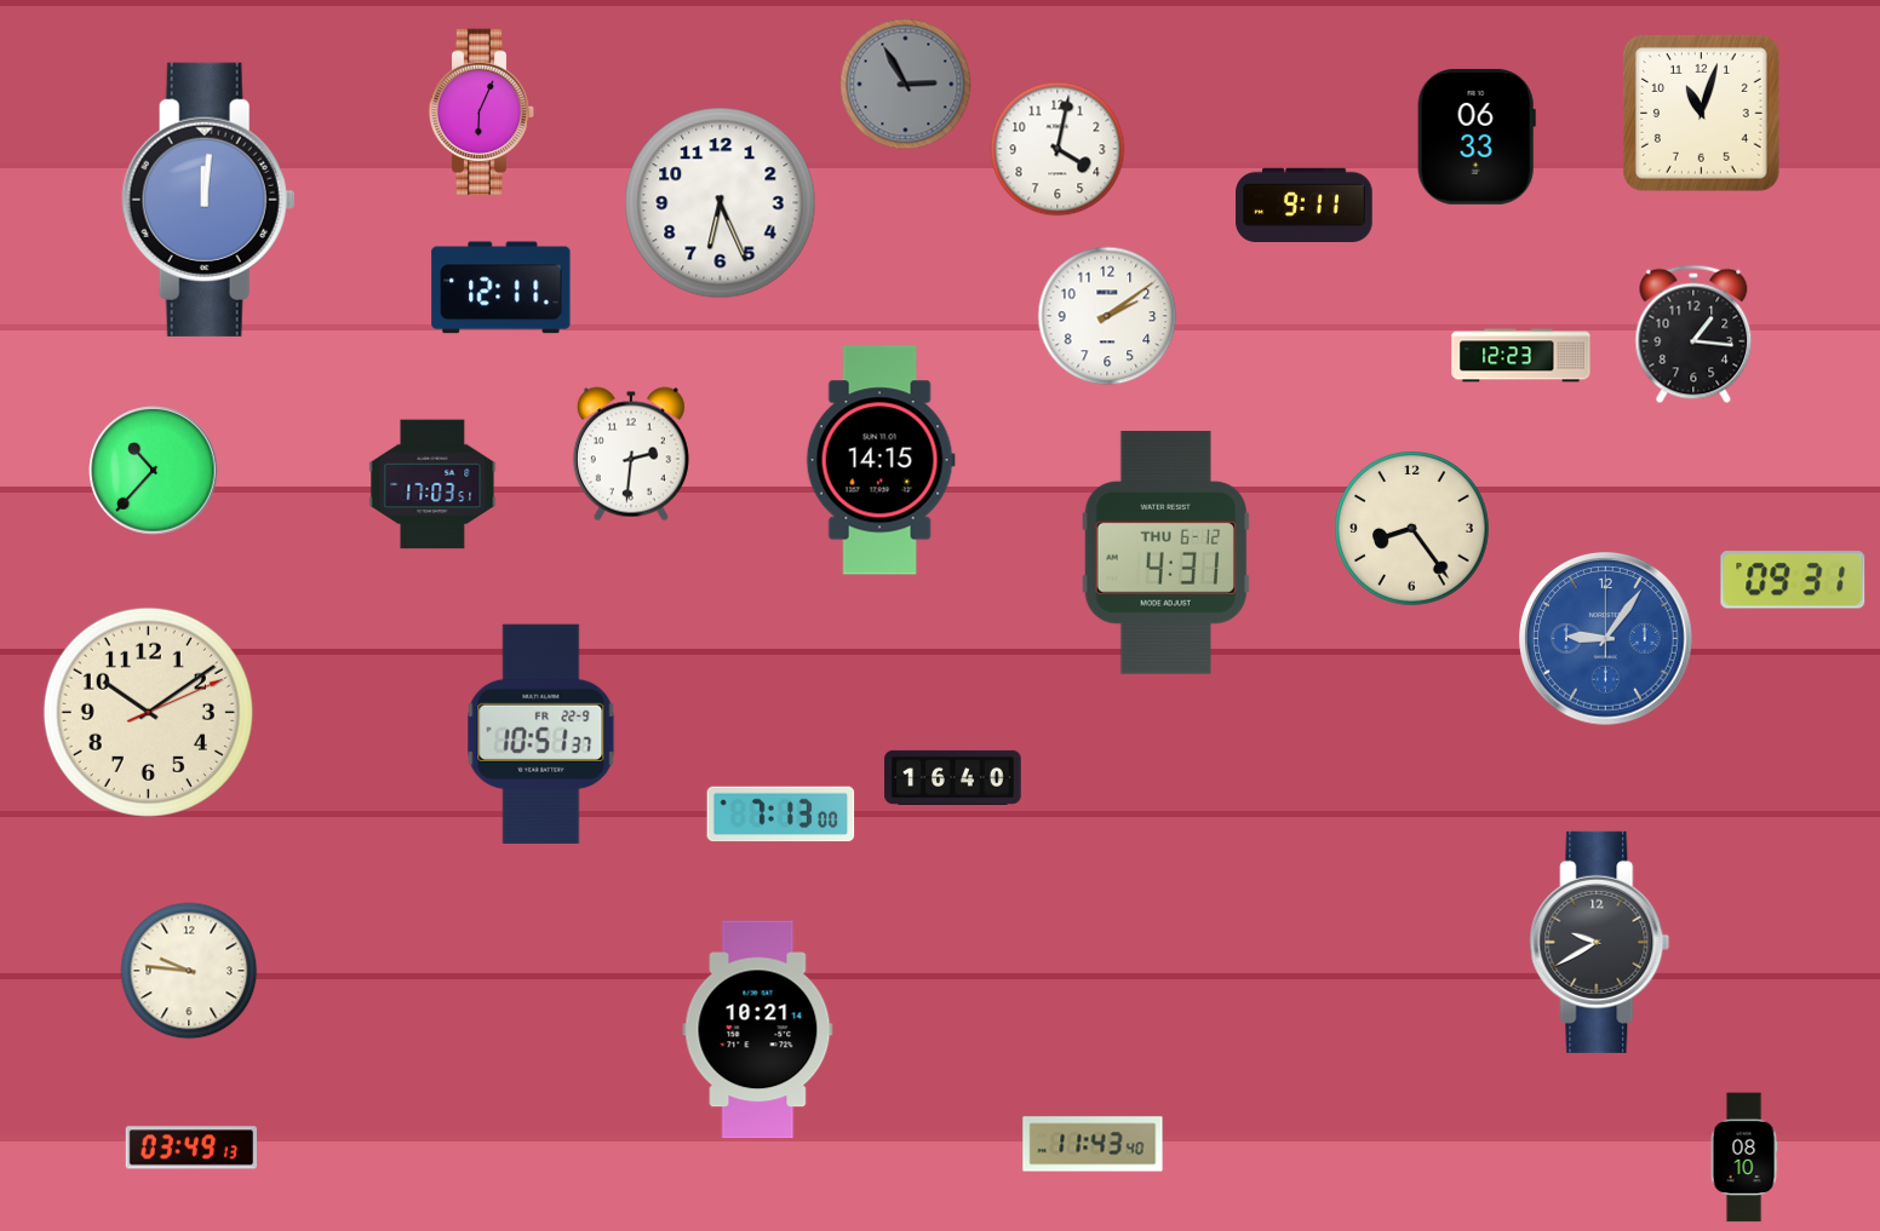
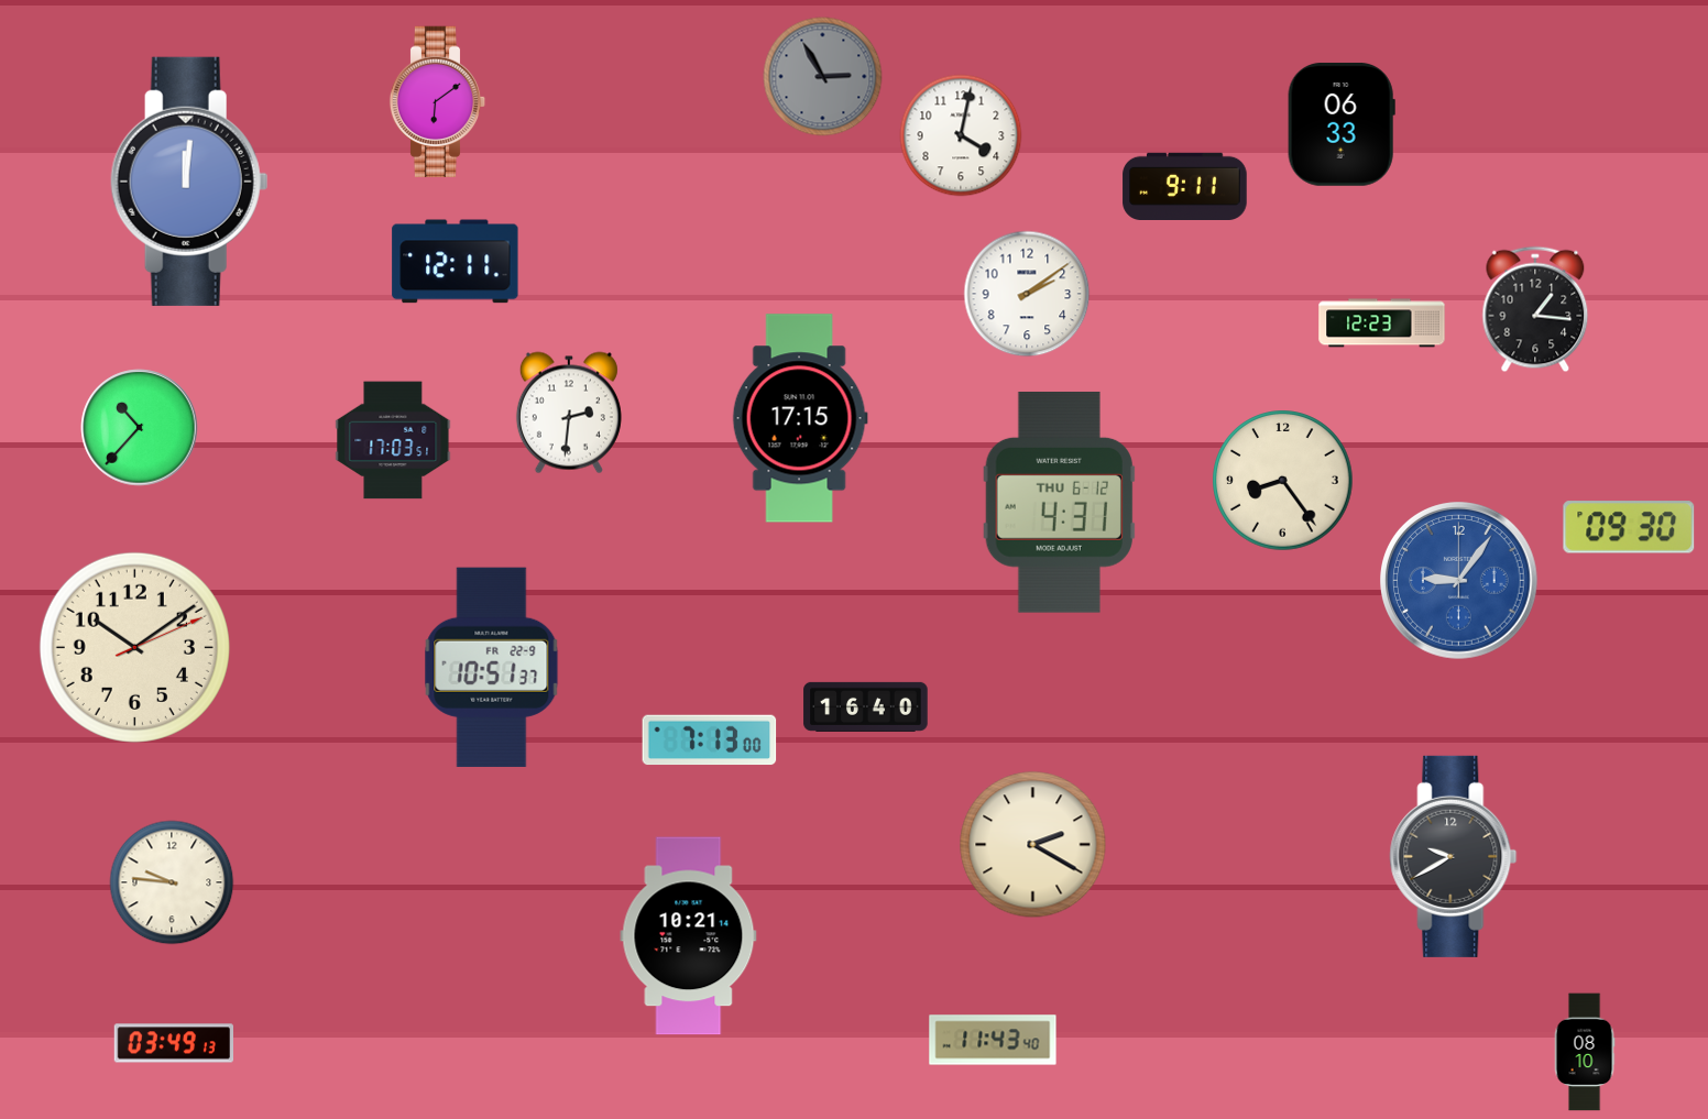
clock at (482, 113): 6:04 -> 6:09
clock at (1701, 113): 11:03 -> none
clock at (721, 203): 6:26 -> none
clock at (1107, 316) position: (1107, 316) -> (1027, 294)
clock at (1693, 334) position: (1693, 334) -> (1535, 309)
clock at (631, 454) position: (631, 454) -> (569, 413)
clock at (881, 460): 14:15 -> 17:15
clock at (1793, 580): 09:31 -> 09:30
clock at (1033, 845): none -> 2:20
